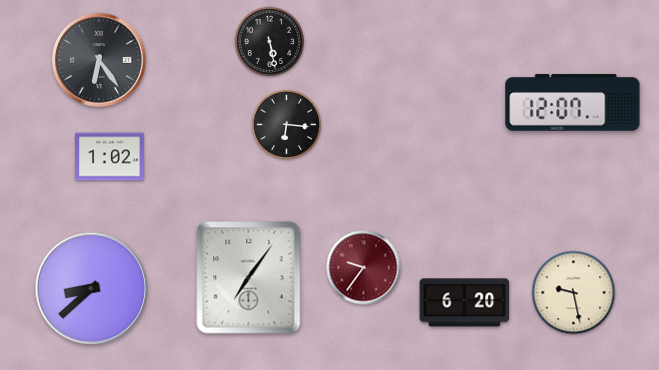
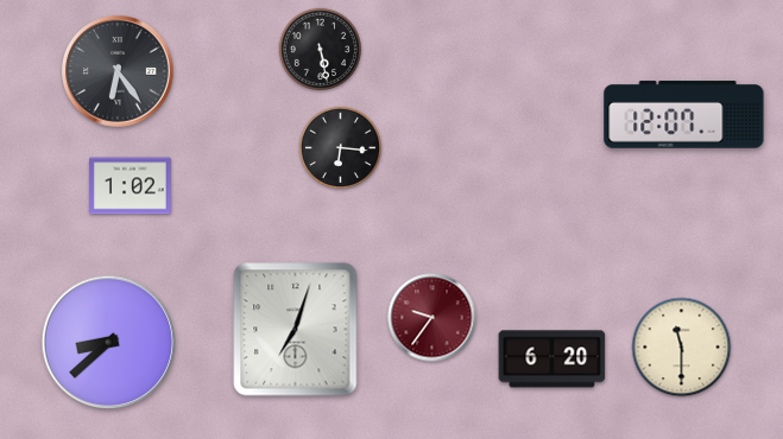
clock at (573, 103) position: (573, 103) -> (684, 115)
clock at (249, 278): 7:06 -> 7:03
clock at (574, 293): 9:28 -> 11:30
